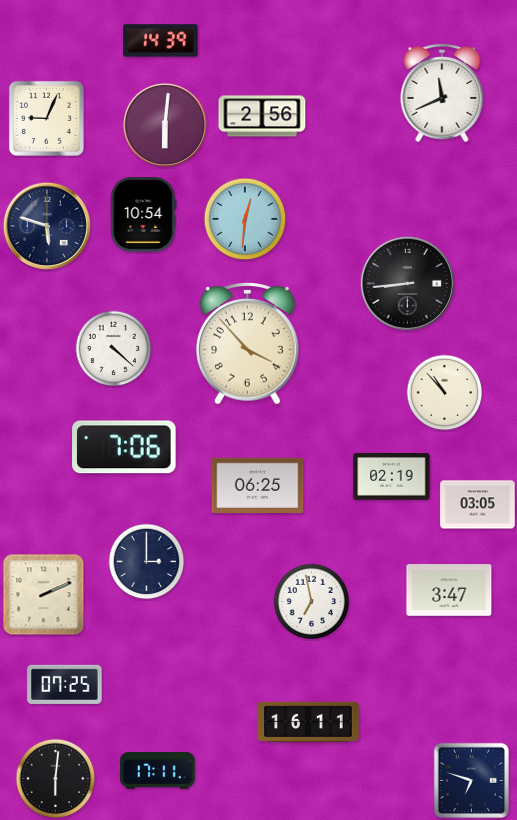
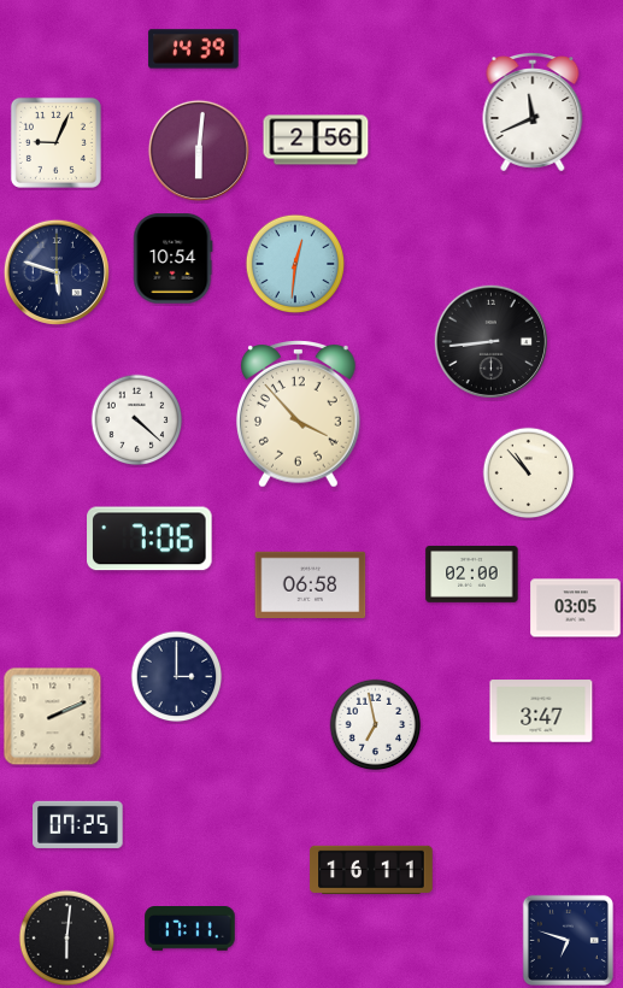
clock at (445, 393) position: (445, 393) -> (529, 474)
clock at (392, 476): 02:19 -> 02:00
clock at (258, 485): 06:25 -> 06:58
